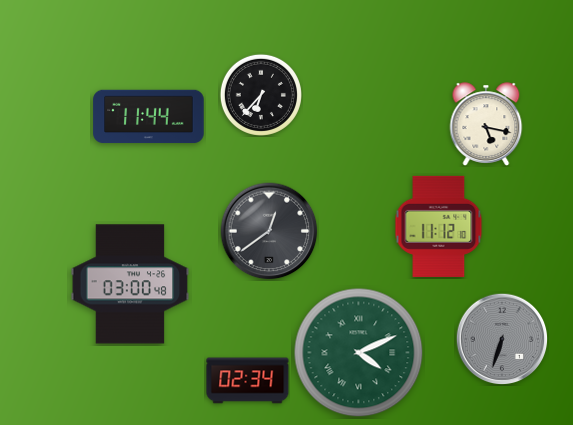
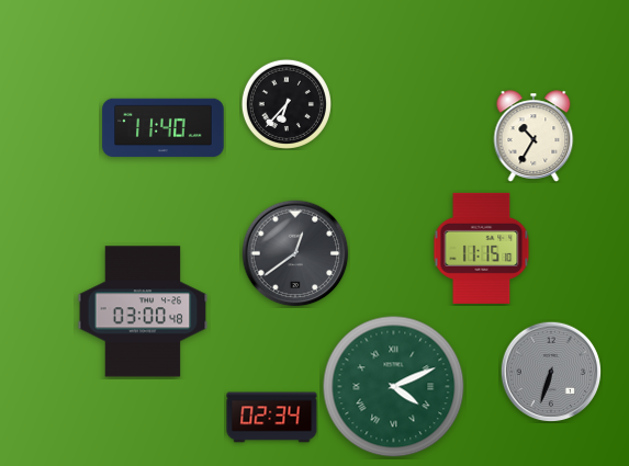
clock at (149, 117): 11:44 -> 11:40
clock at (486, 124): 5:17 -> 10:35
clock at (439, 226): 11:12 -> 11:15
